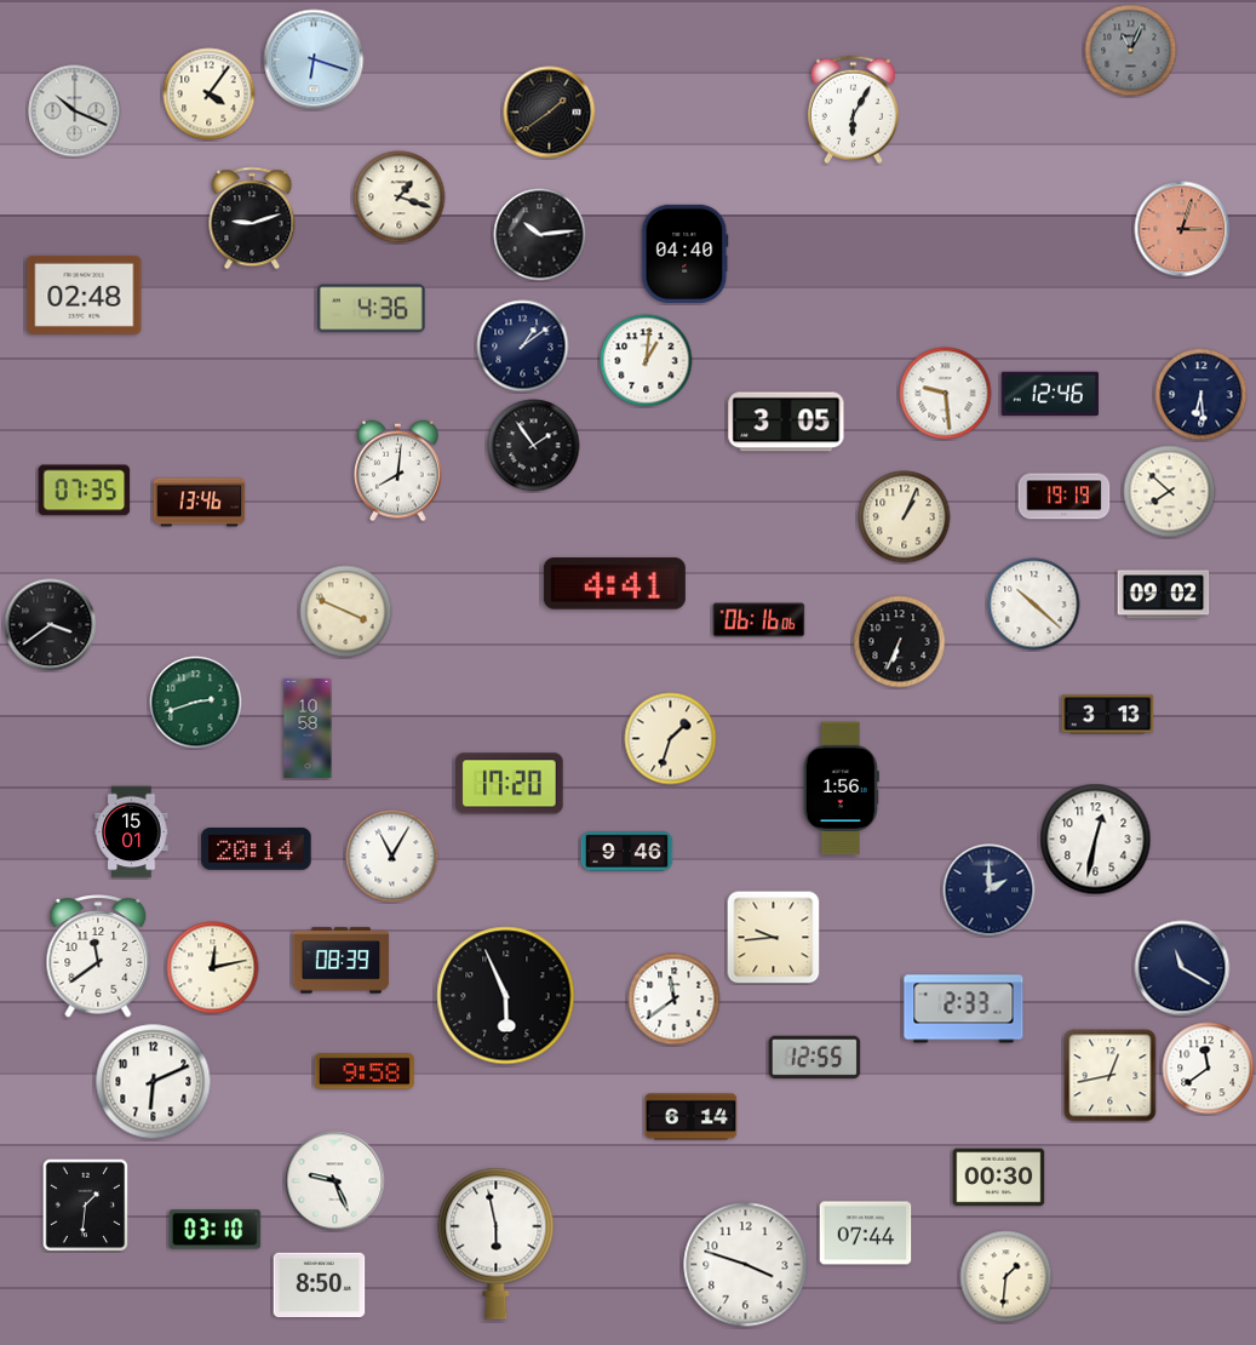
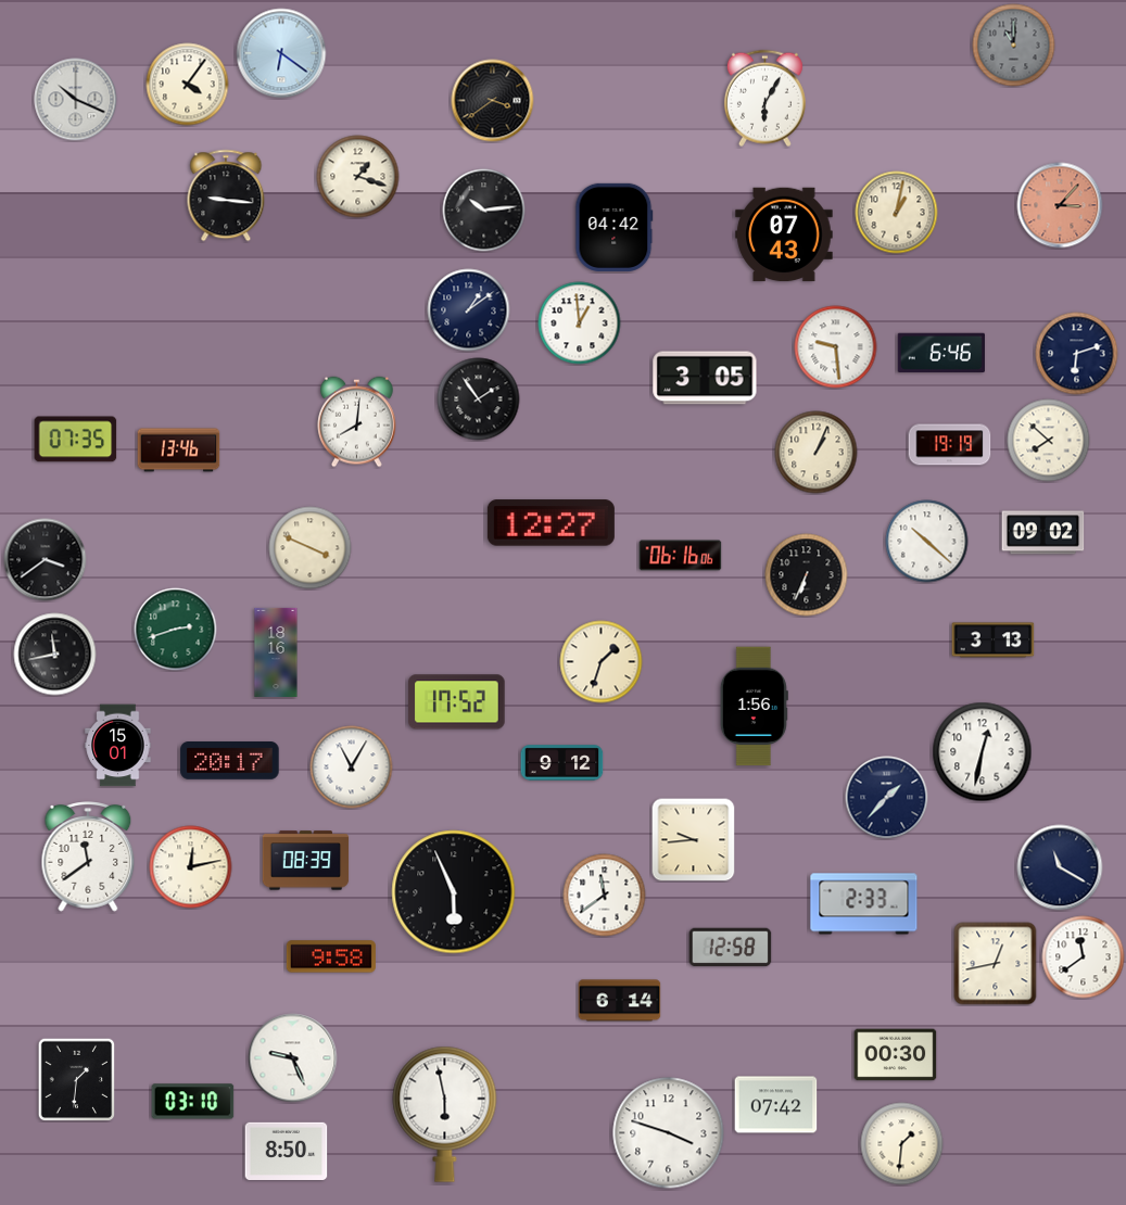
clock at (1131, 51): 11:04 -> 11:00
clock at (314, 59): 6:18 -> 6:21
clock at (75, 111) position: (75, 111) -> (76, 100)
clock at (550, 113): 1:39 -> 3:39
clock at (252, 218): 9:12 -> 9:16
clock at (1182, 229): 3:03 -> 3:07
clock at (897, 213): none -> 1:02
clock at (686, 253): 04:40 -> 04:42
clock at (784, 234): none -> 07:43
clock at (85, 294): 02:48 -> none
clock at (372, 309): 4:36 -> none
clock at (647, 361): 1:01 -> 12:59
clock at (946, 394) position: (946, 394) -> (836, 347)
clock at (1050, 394): 12:46 -> 6:46
clock at (1201, 395): 6:29 -> 6:12
clock at (1065, 497) position: (1065, 497) -> (950, 445)
clock at (905, 517) position: (905, 517) -> (817, 453)
clock at (614, 584): 4:41 -> 12:27
clock at (308, 728): 10:58 -> 18:16
clock at (55, 655): none -> 11:43
clock at (510, 784): 17:20 -> 17:52
clock at (257, 849): 20:14 -> 20:17
clock at (627, 852): 9:46 -> 9:12
clock at (990, 891): 2:00 -> 1:37
clock at (815, 1058): 12:55 -> 12:58
clock at (365, 1071) position: (365, 1071) -> (331, 956)
clock at (154, 1082): 6:11 -> none
clock at (335, 1181) position: (335, 1181) -> (293, 1058)
clock at (866, 1234): 07:44 -> 07:42
